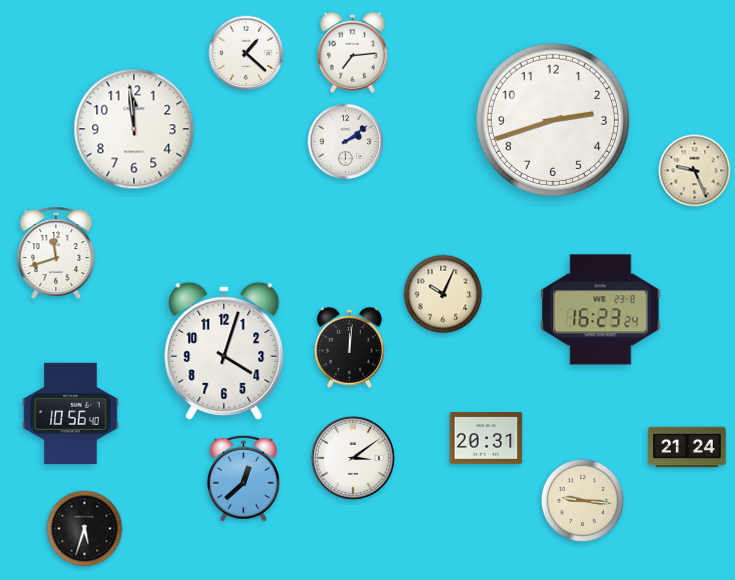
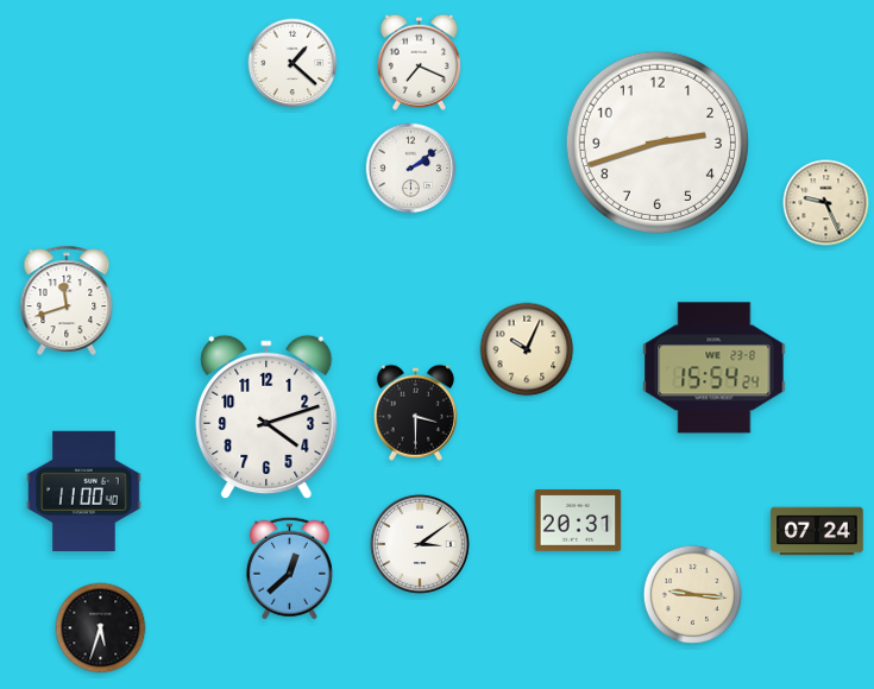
clock at (352, 52): 7:14 -> 7:19
clock at (134, 129): 11:59 -> none
clock at (601, 310): 16:23 -> 15:54
clock at (349, 347): 12:01 -> 3:30
clock at (224, 351): 4:03 -> 4:12
clock at (71, 413): 10:56 -> 11:00
clock at (687, 447): 21:24 -> 07:24
